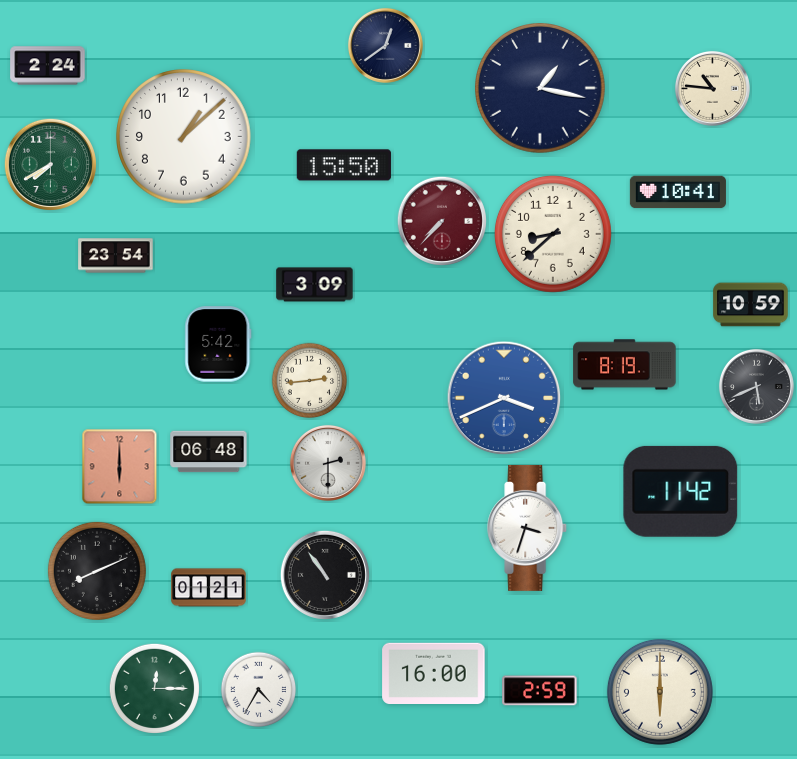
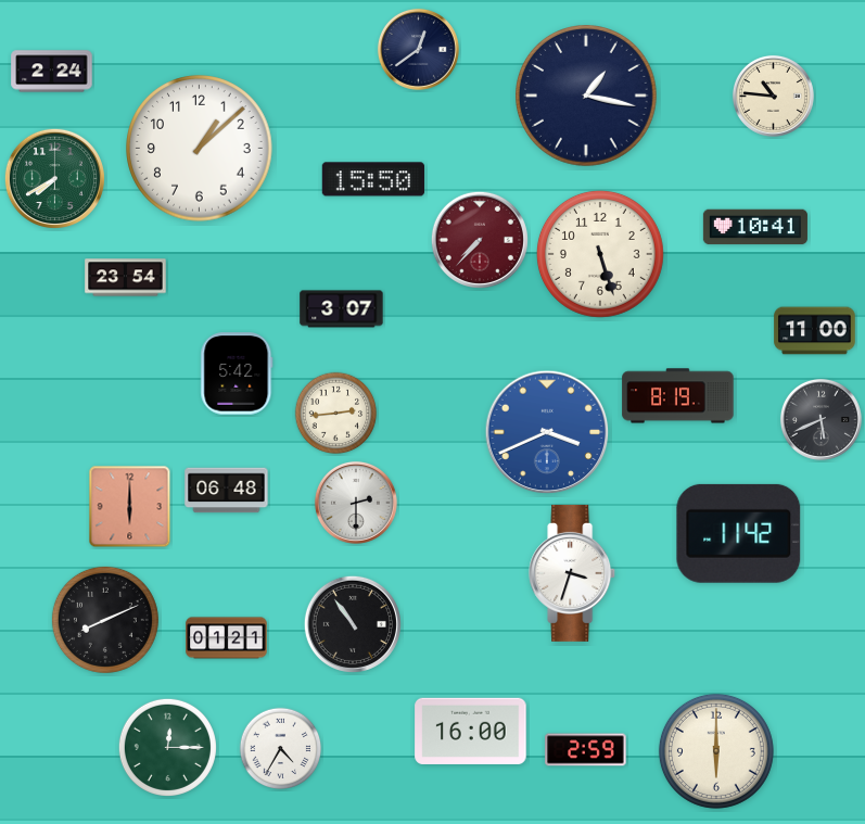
clock at (678, 192) position: (678, 192) -> (755, 227)
clock at (553, 234): 8:38 -> 5:27
clock at (315, 285): 3:09 -> 3:07
clock at (751, 305): 10:59 -> 11:00
